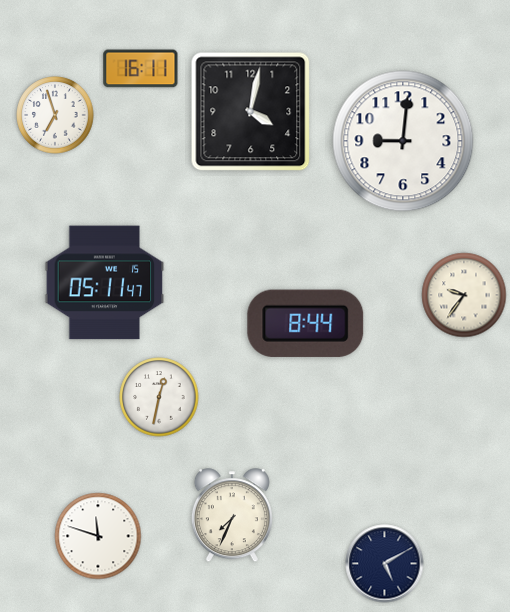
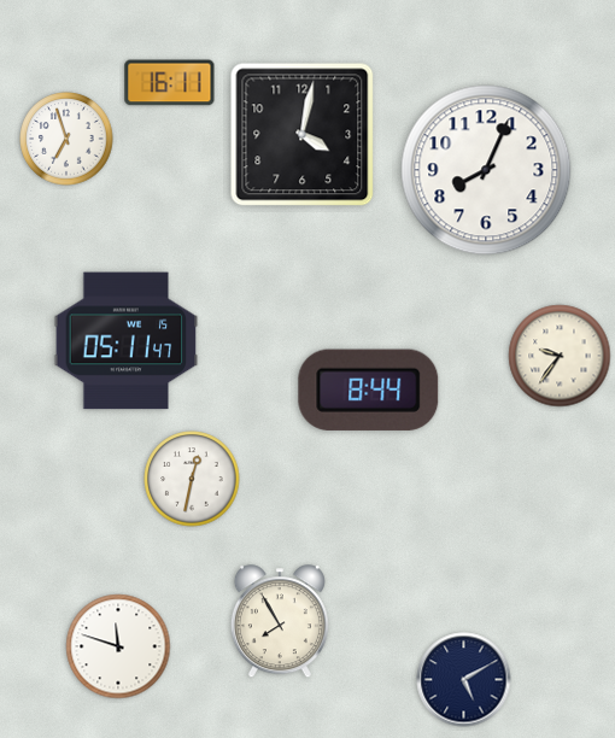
clock at (403, 141): 9:01 -> 8:04
clock at (232, 516): 7:34 -> 7:55
